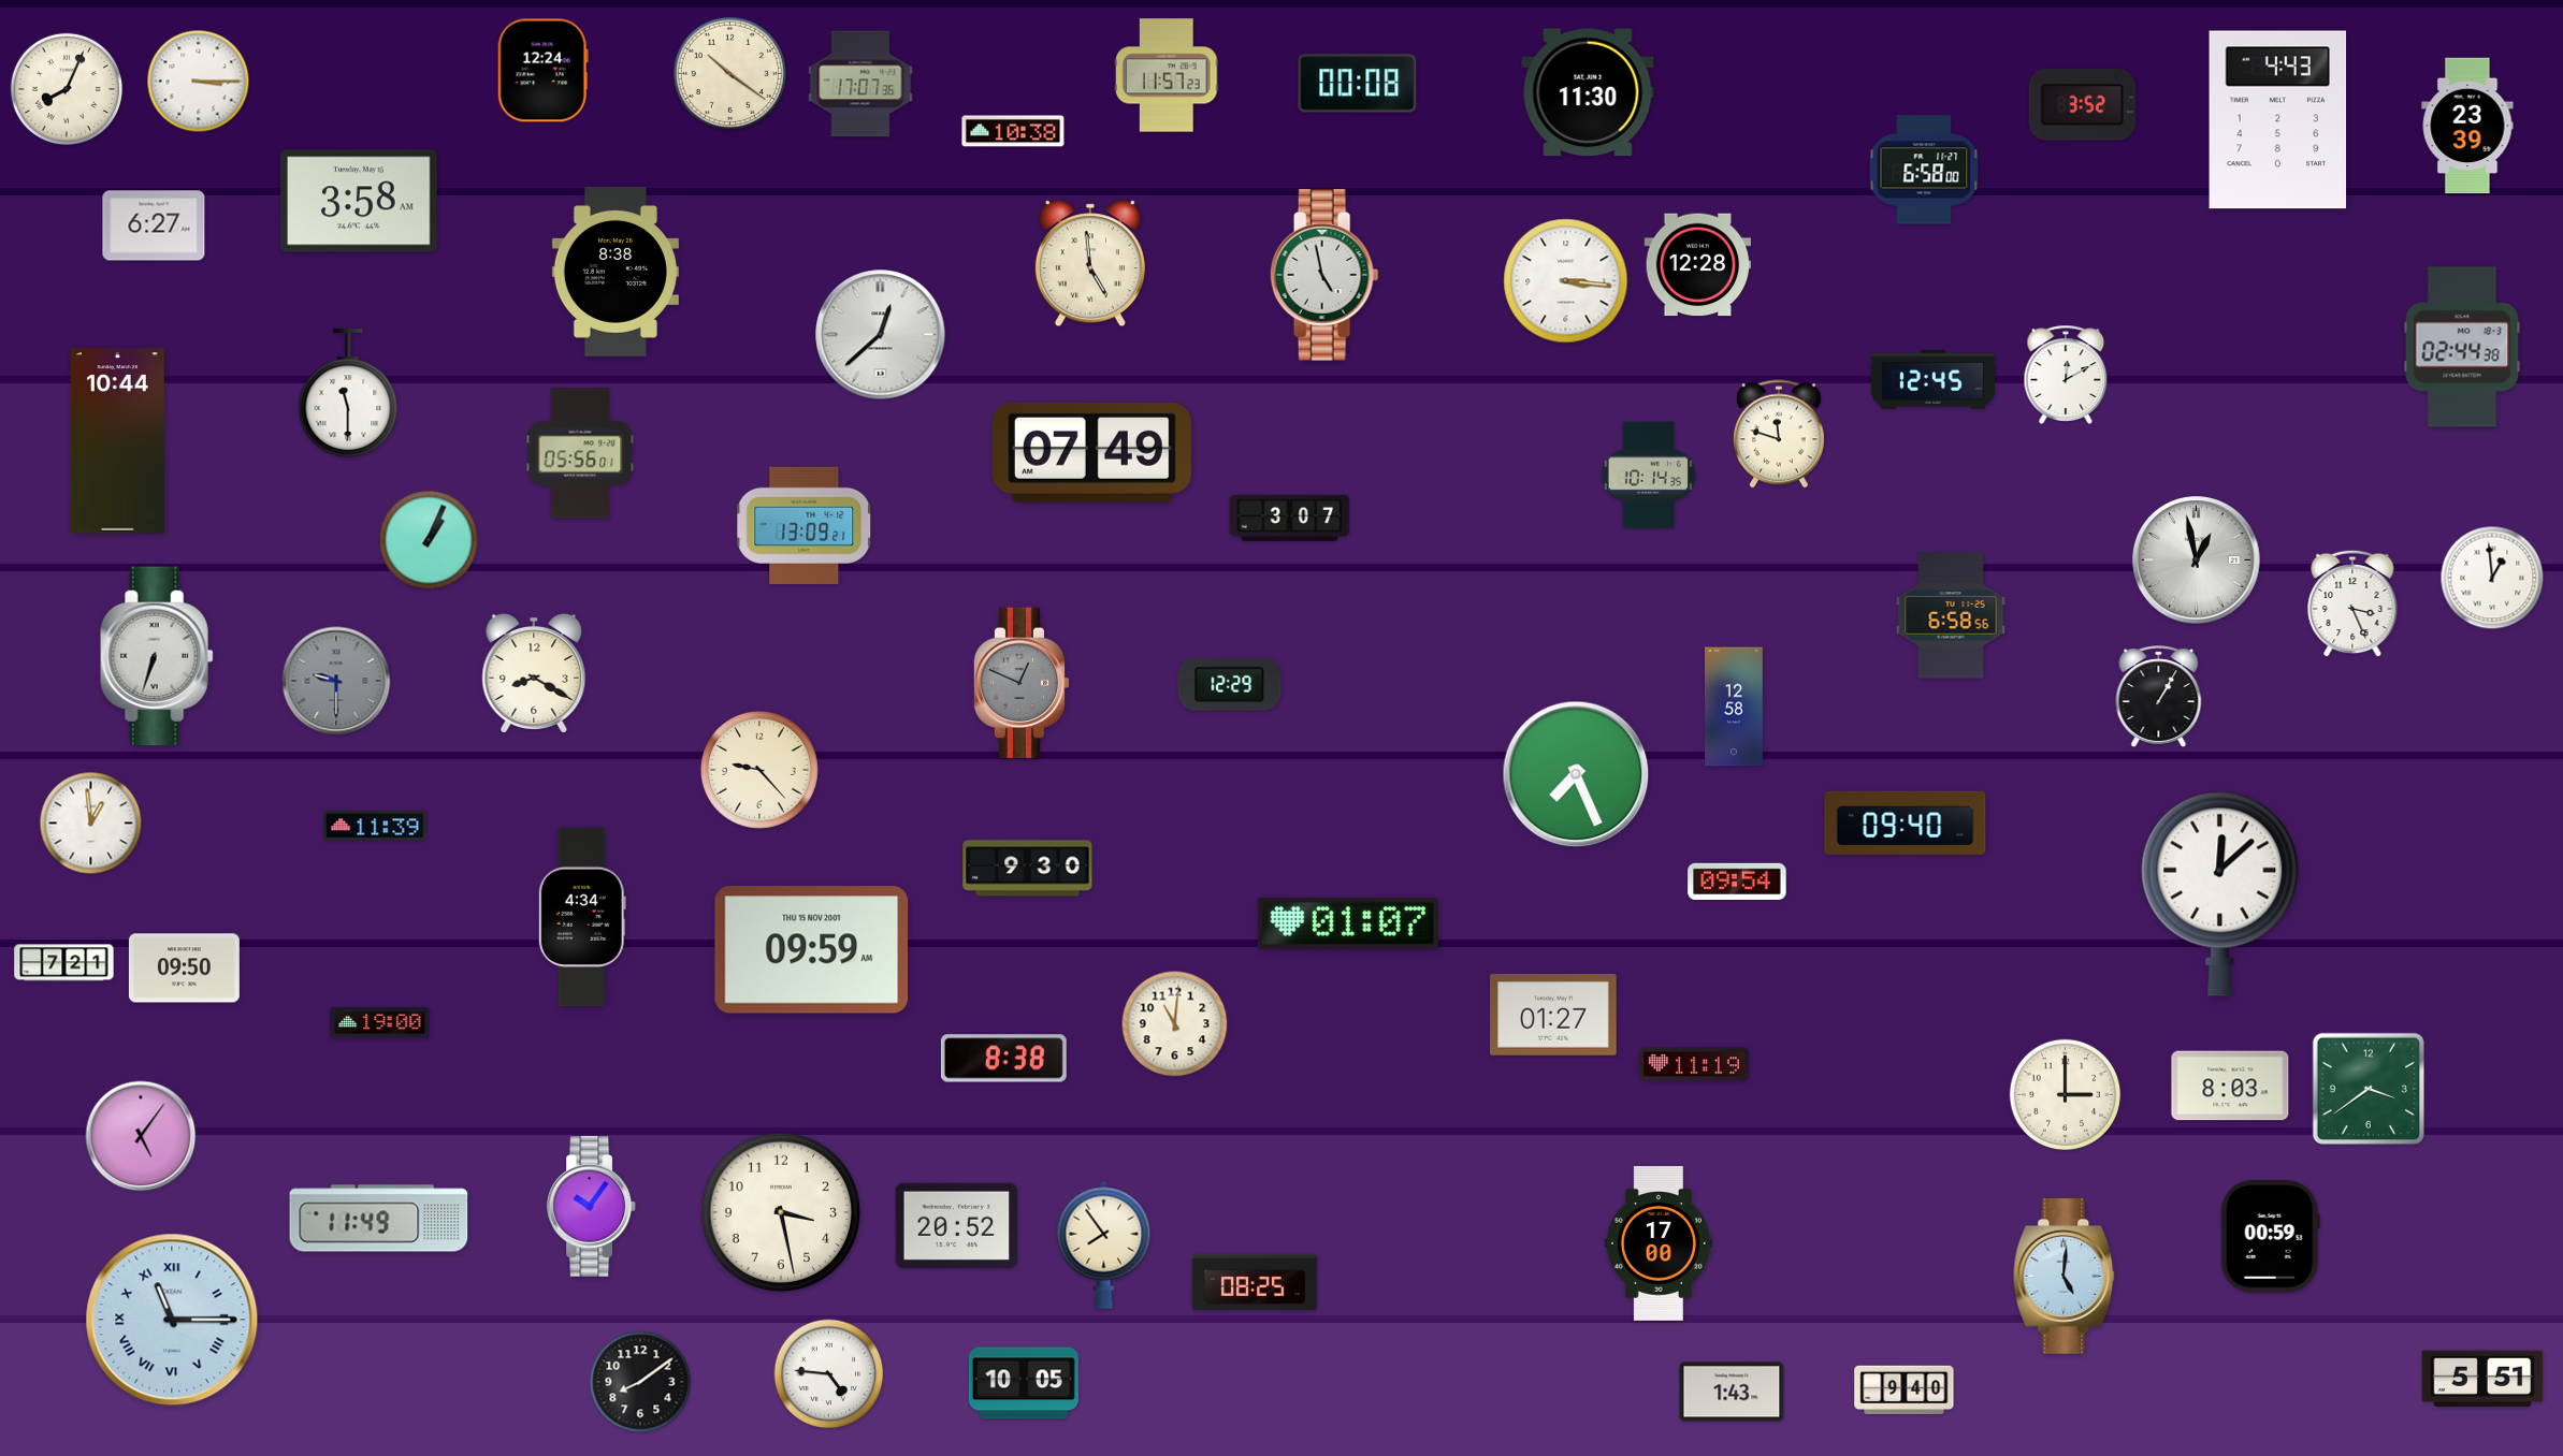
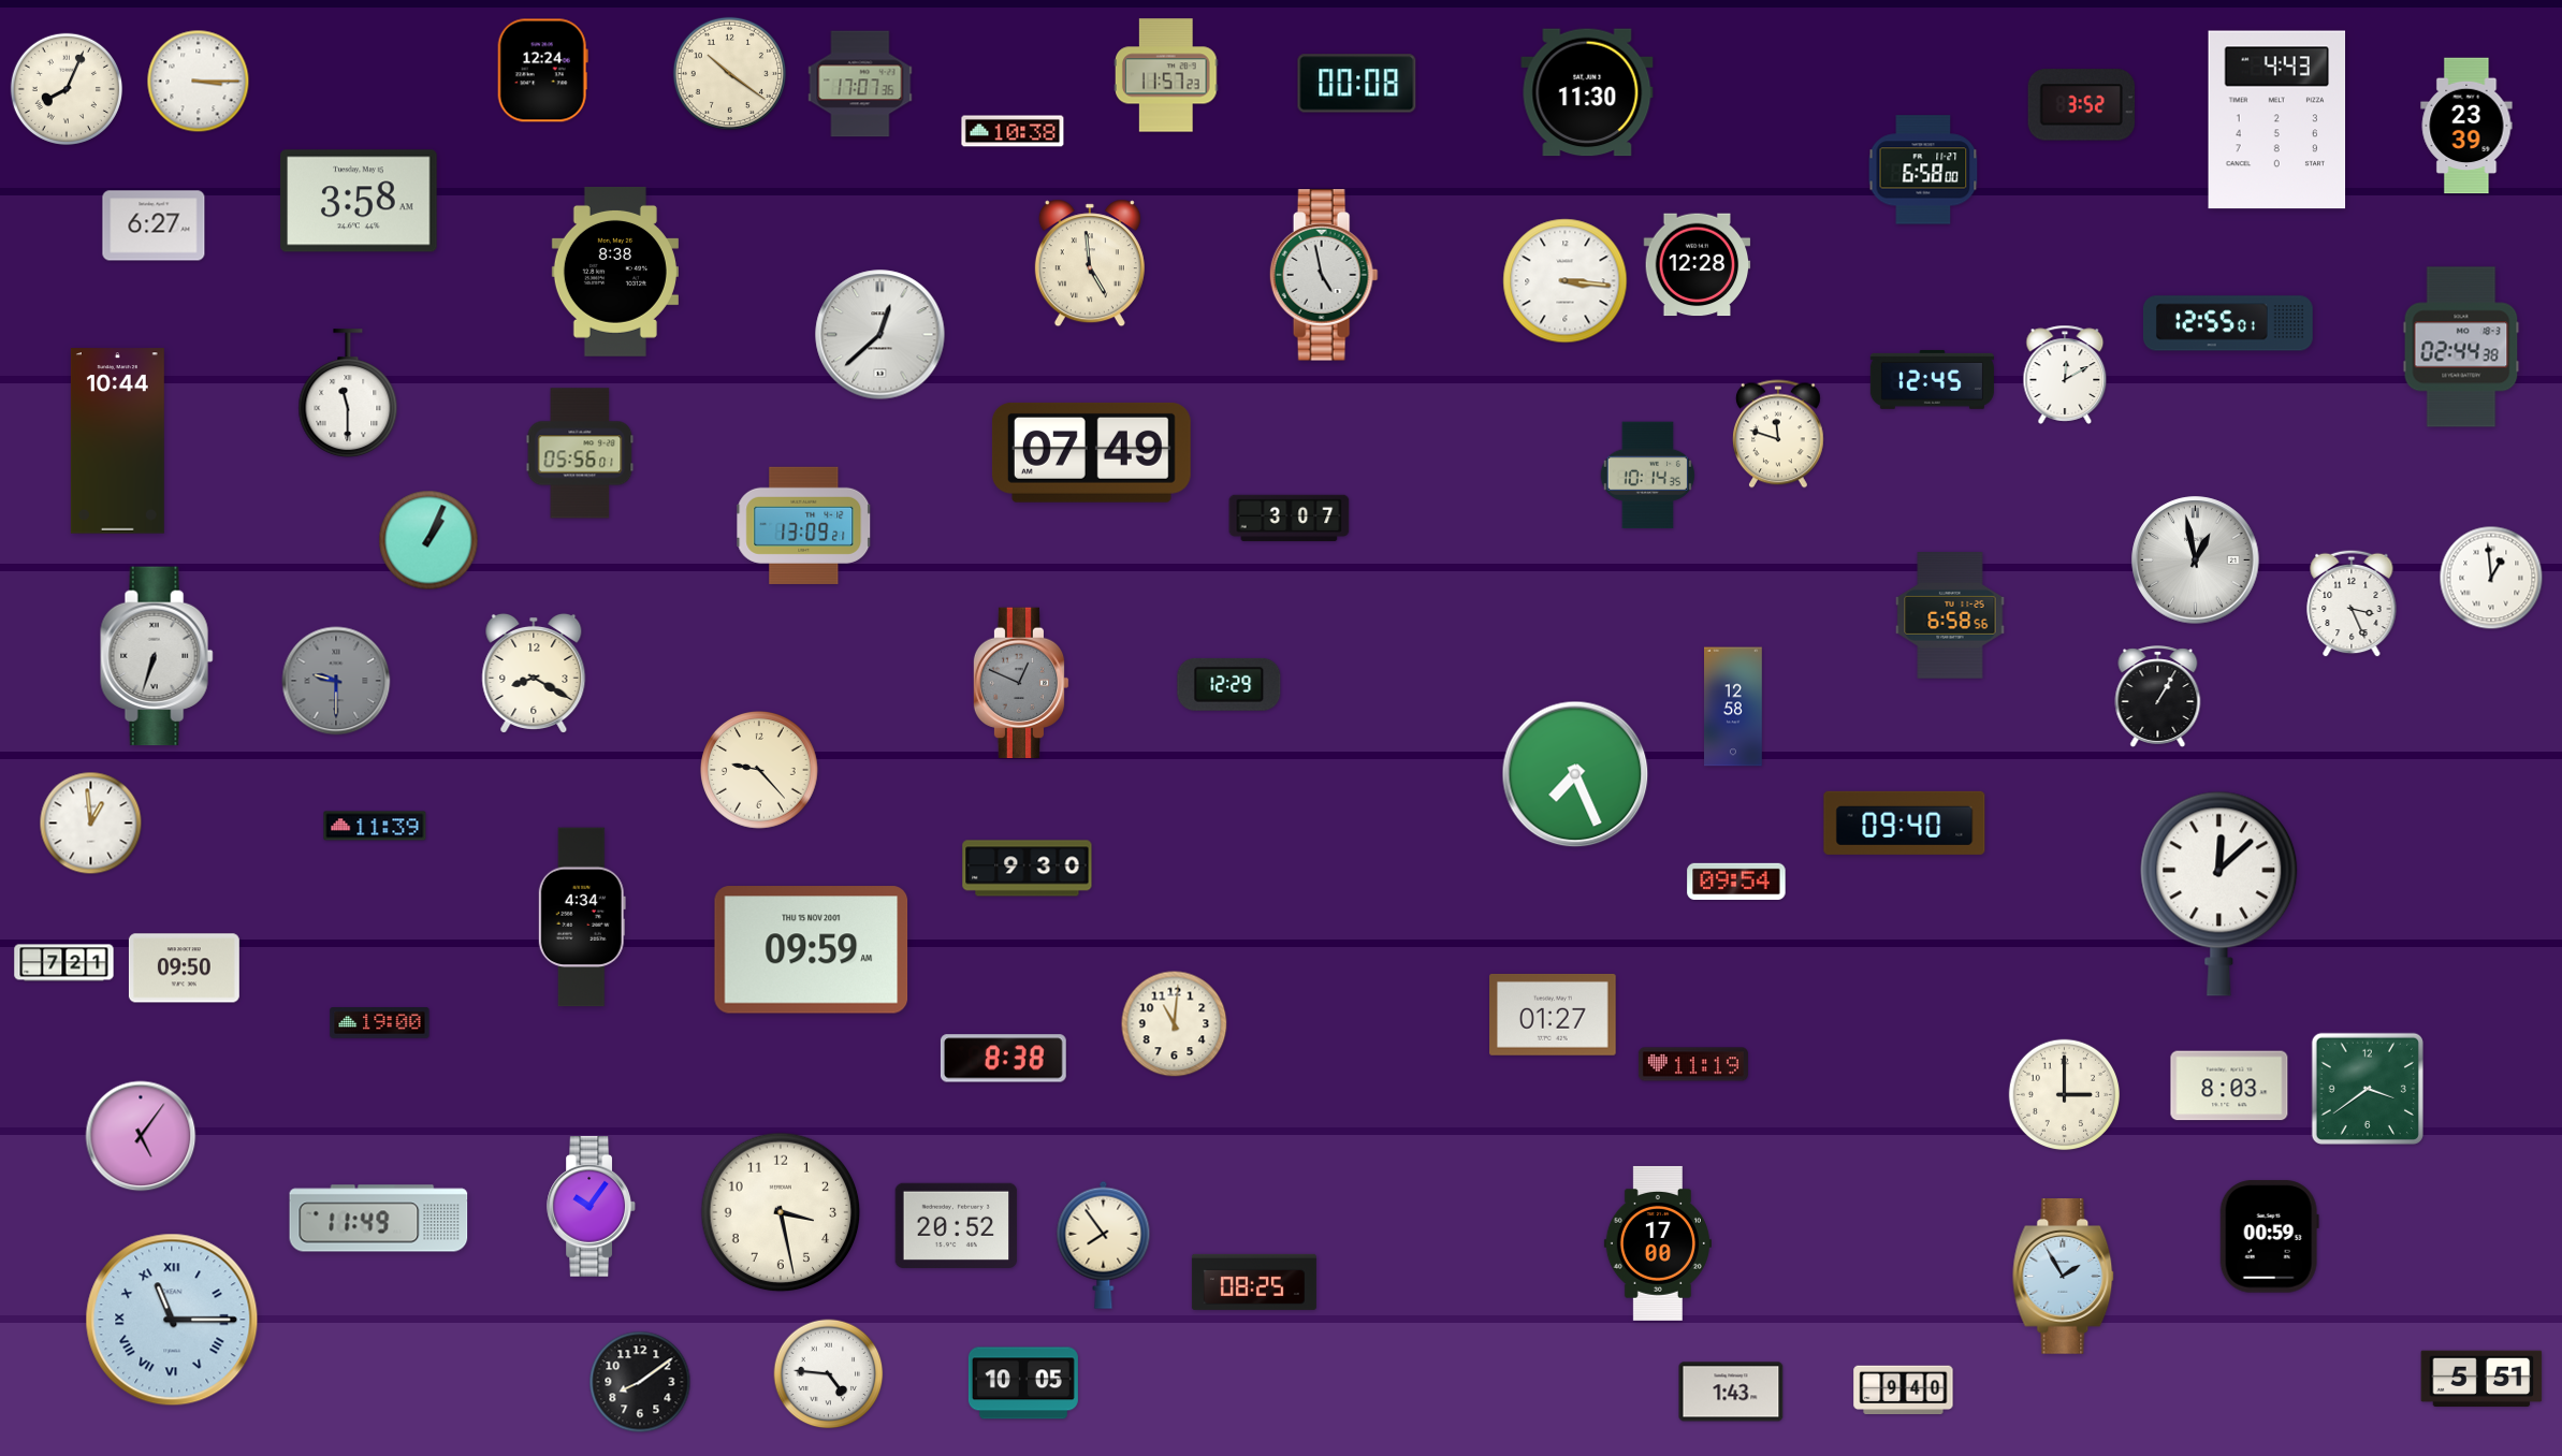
clock at (2228, 323): none -> 12:55
clock at (1348, 923): 01:07 -> none
clock at (2065, 1277): 5:01 -> 1:55
